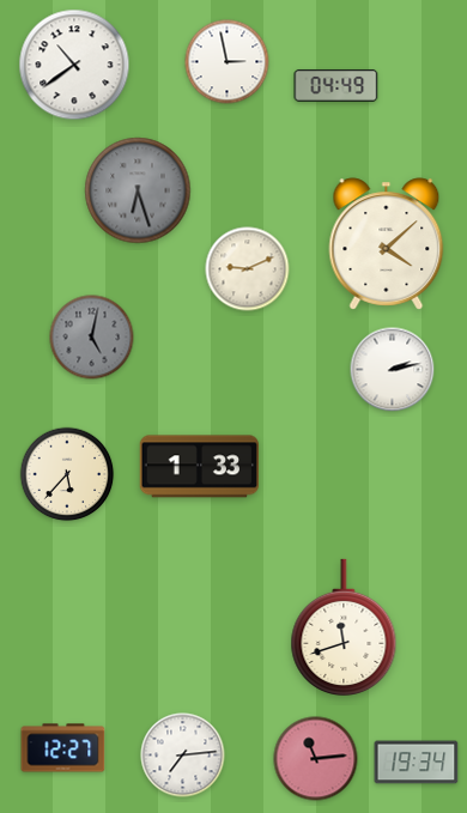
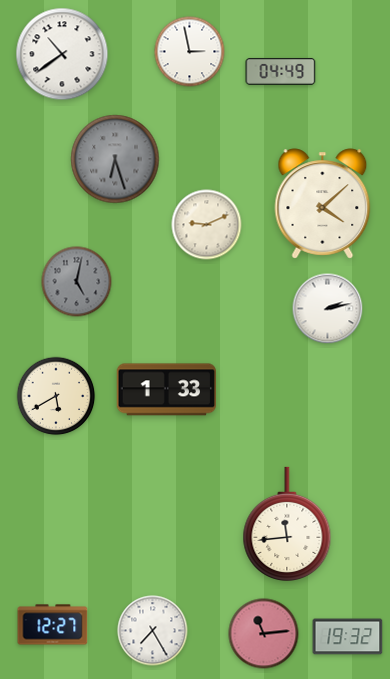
clock at (67, 474): 5:37 -> 5:40
clock at (344, 626): 11:42 -> 11:44
clock at (183, 756): 7:14 -> 7:25
clock at (417, 763): 19:34 -> 19:32
